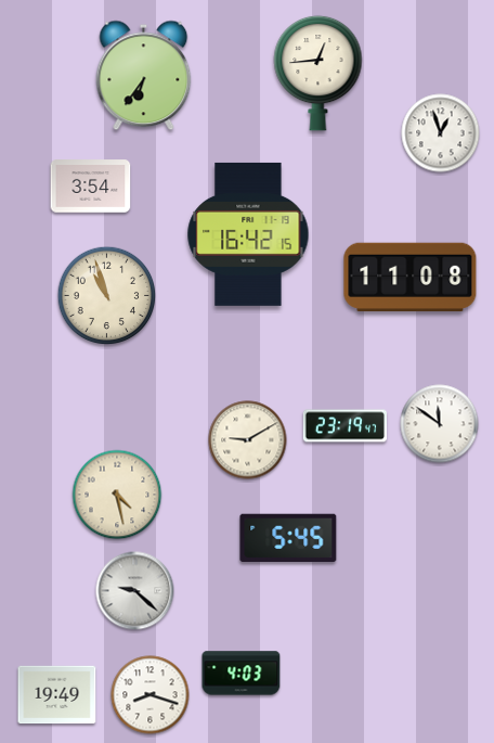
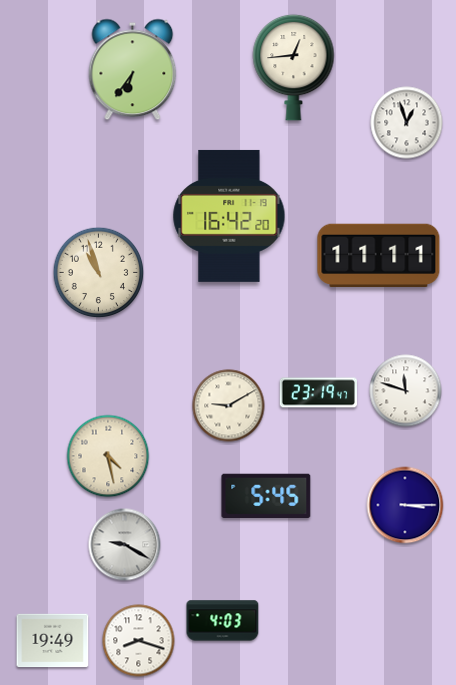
clock at (91, 187): 3:54 -> none
clock at (248, 234): 16:42:15 -> 16:42:20
clock at (411, 278): 11:08 -> 11:11
clock at (440, 424): 11:51 -> 11:48
clock at (405, 505): none -> 3:15
clock at (135, 591): 9:22 -> 9:20
